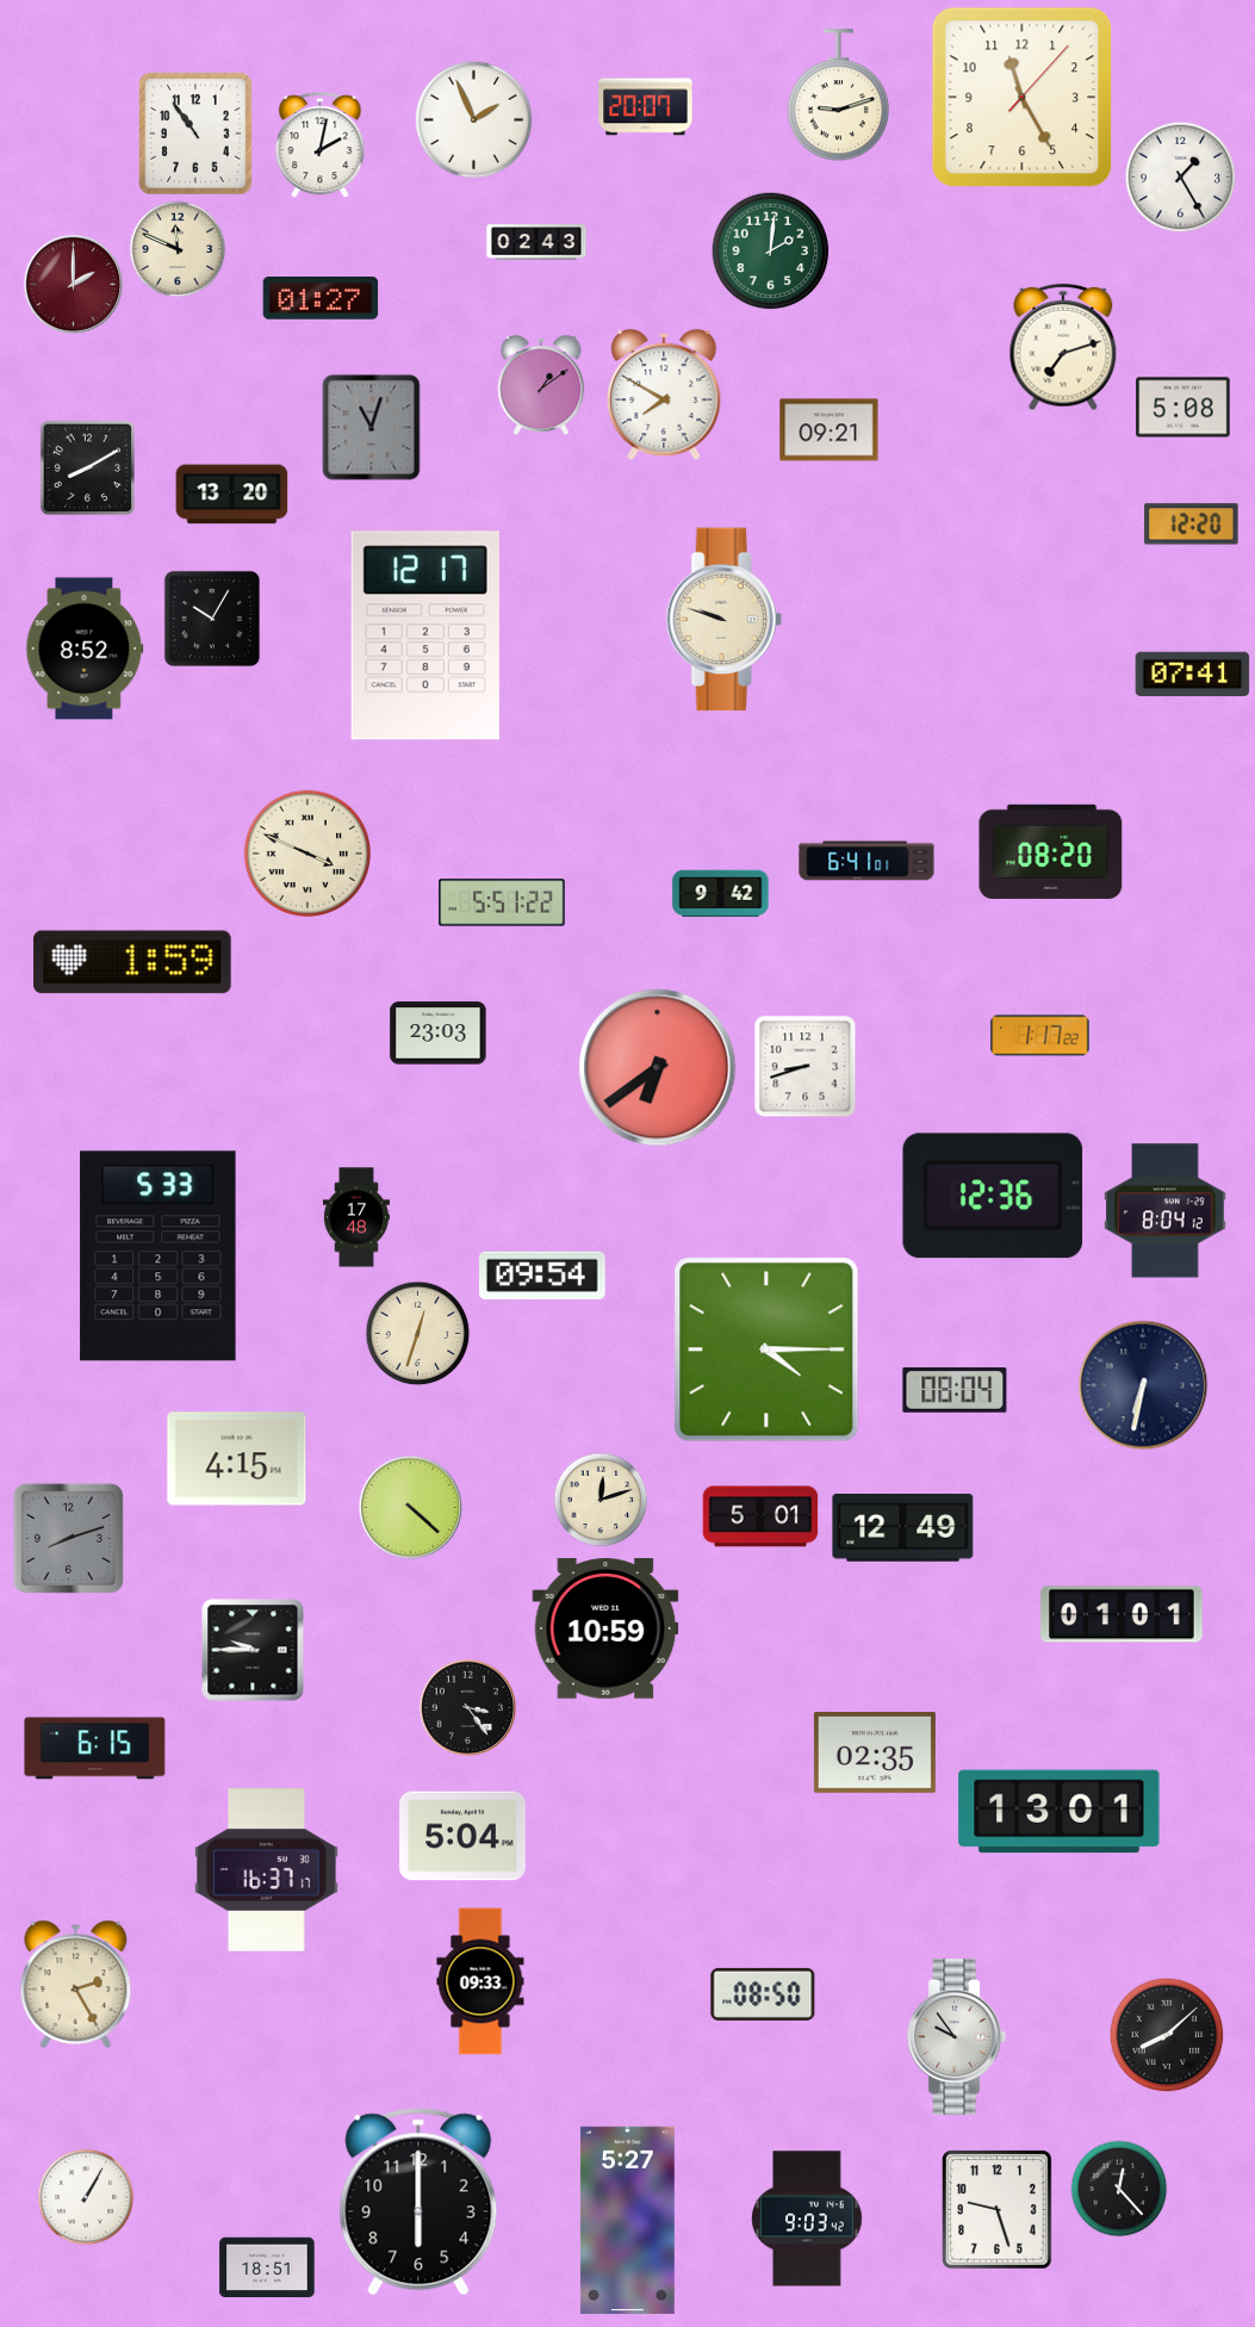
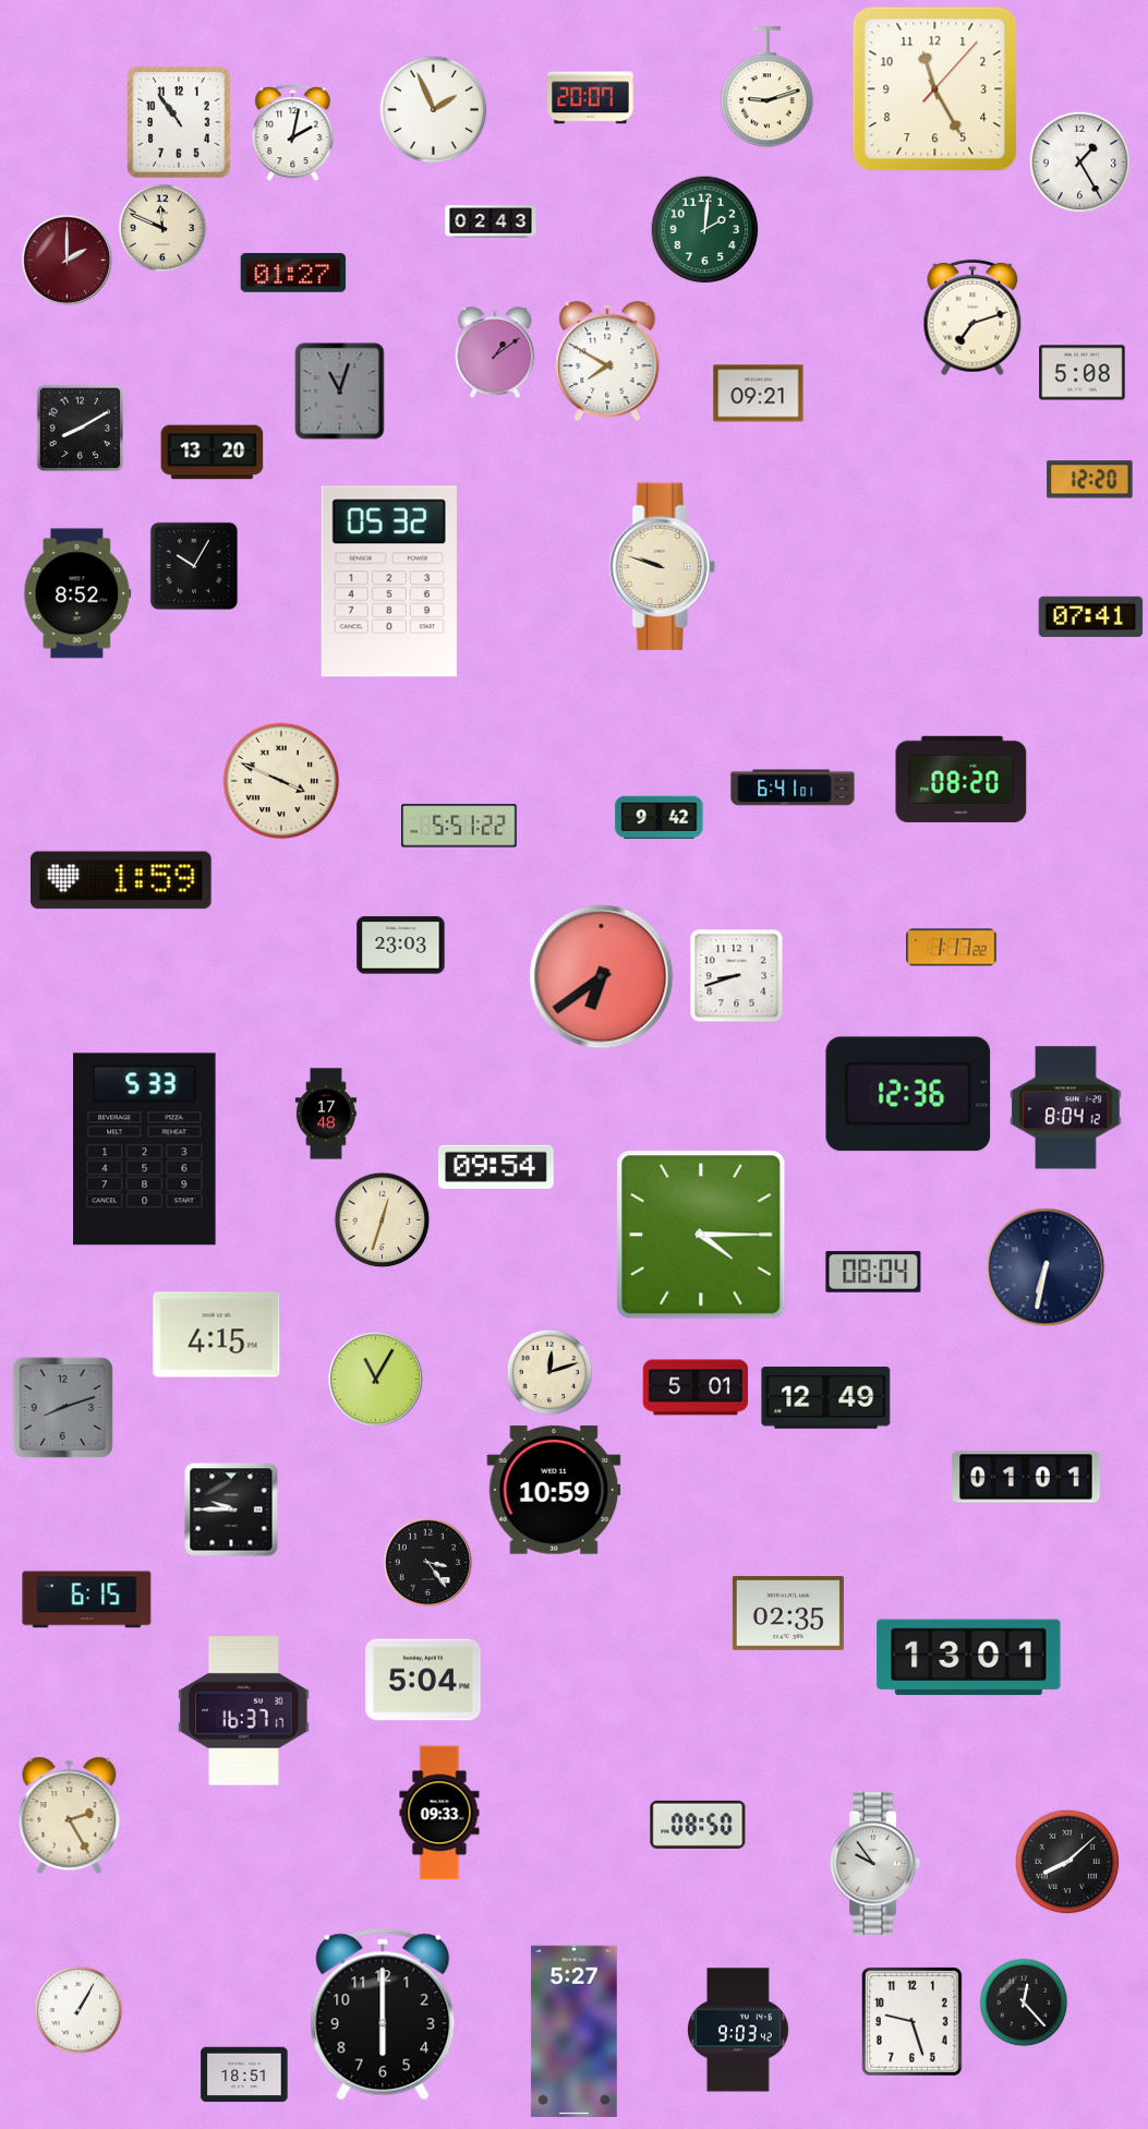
clock at (425, 635): 12:17 -> 05:32
clock at (411, 1508): 4:22 -> 11:05
clock at (875, 1752) position: (875, 1752) -> (788, 1613)
